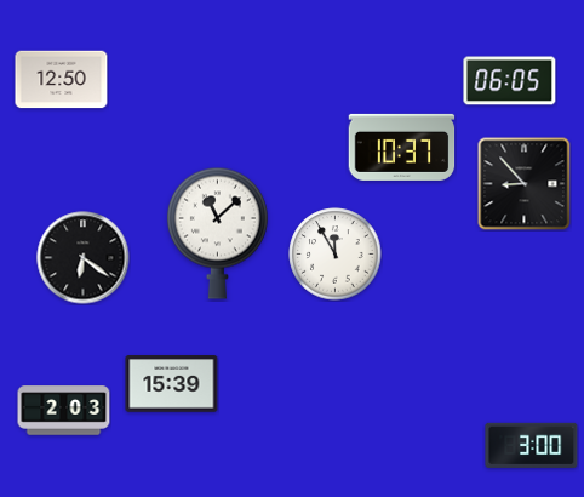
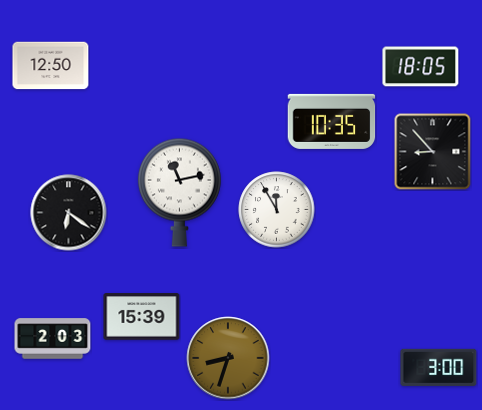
clock at (510, 81): 06:05 -> 18:05
clock at (402, 147): 10:37 -> 10:35
clock at (217, 233): 11:08 -> 11:13
clock at (228, 358): none -> 8:33
